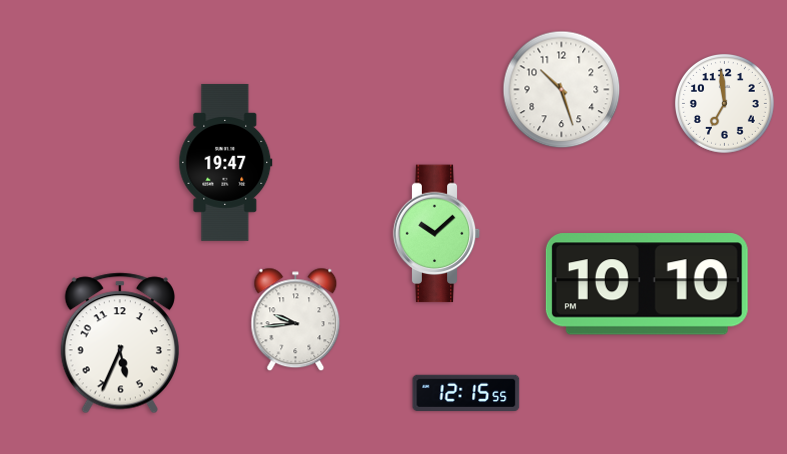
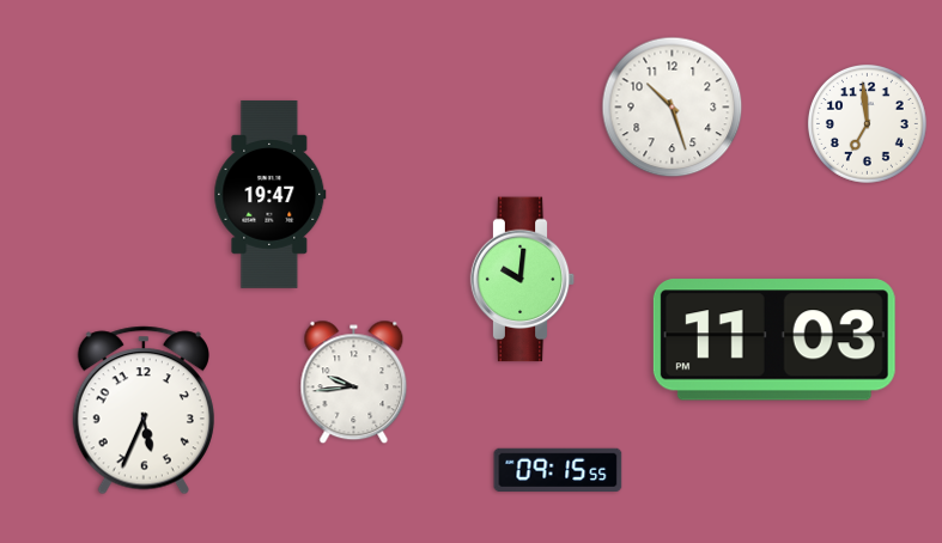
clock at (437, 234): 10:08 -> 10:01
clock at (647, 284): 10:10 -> 11:03
clock at (466, 392): 12:15 -> 09:15
